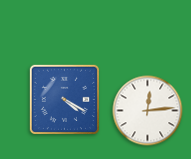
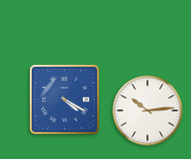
clock at (148, 111): 12:14 -> 10:14
